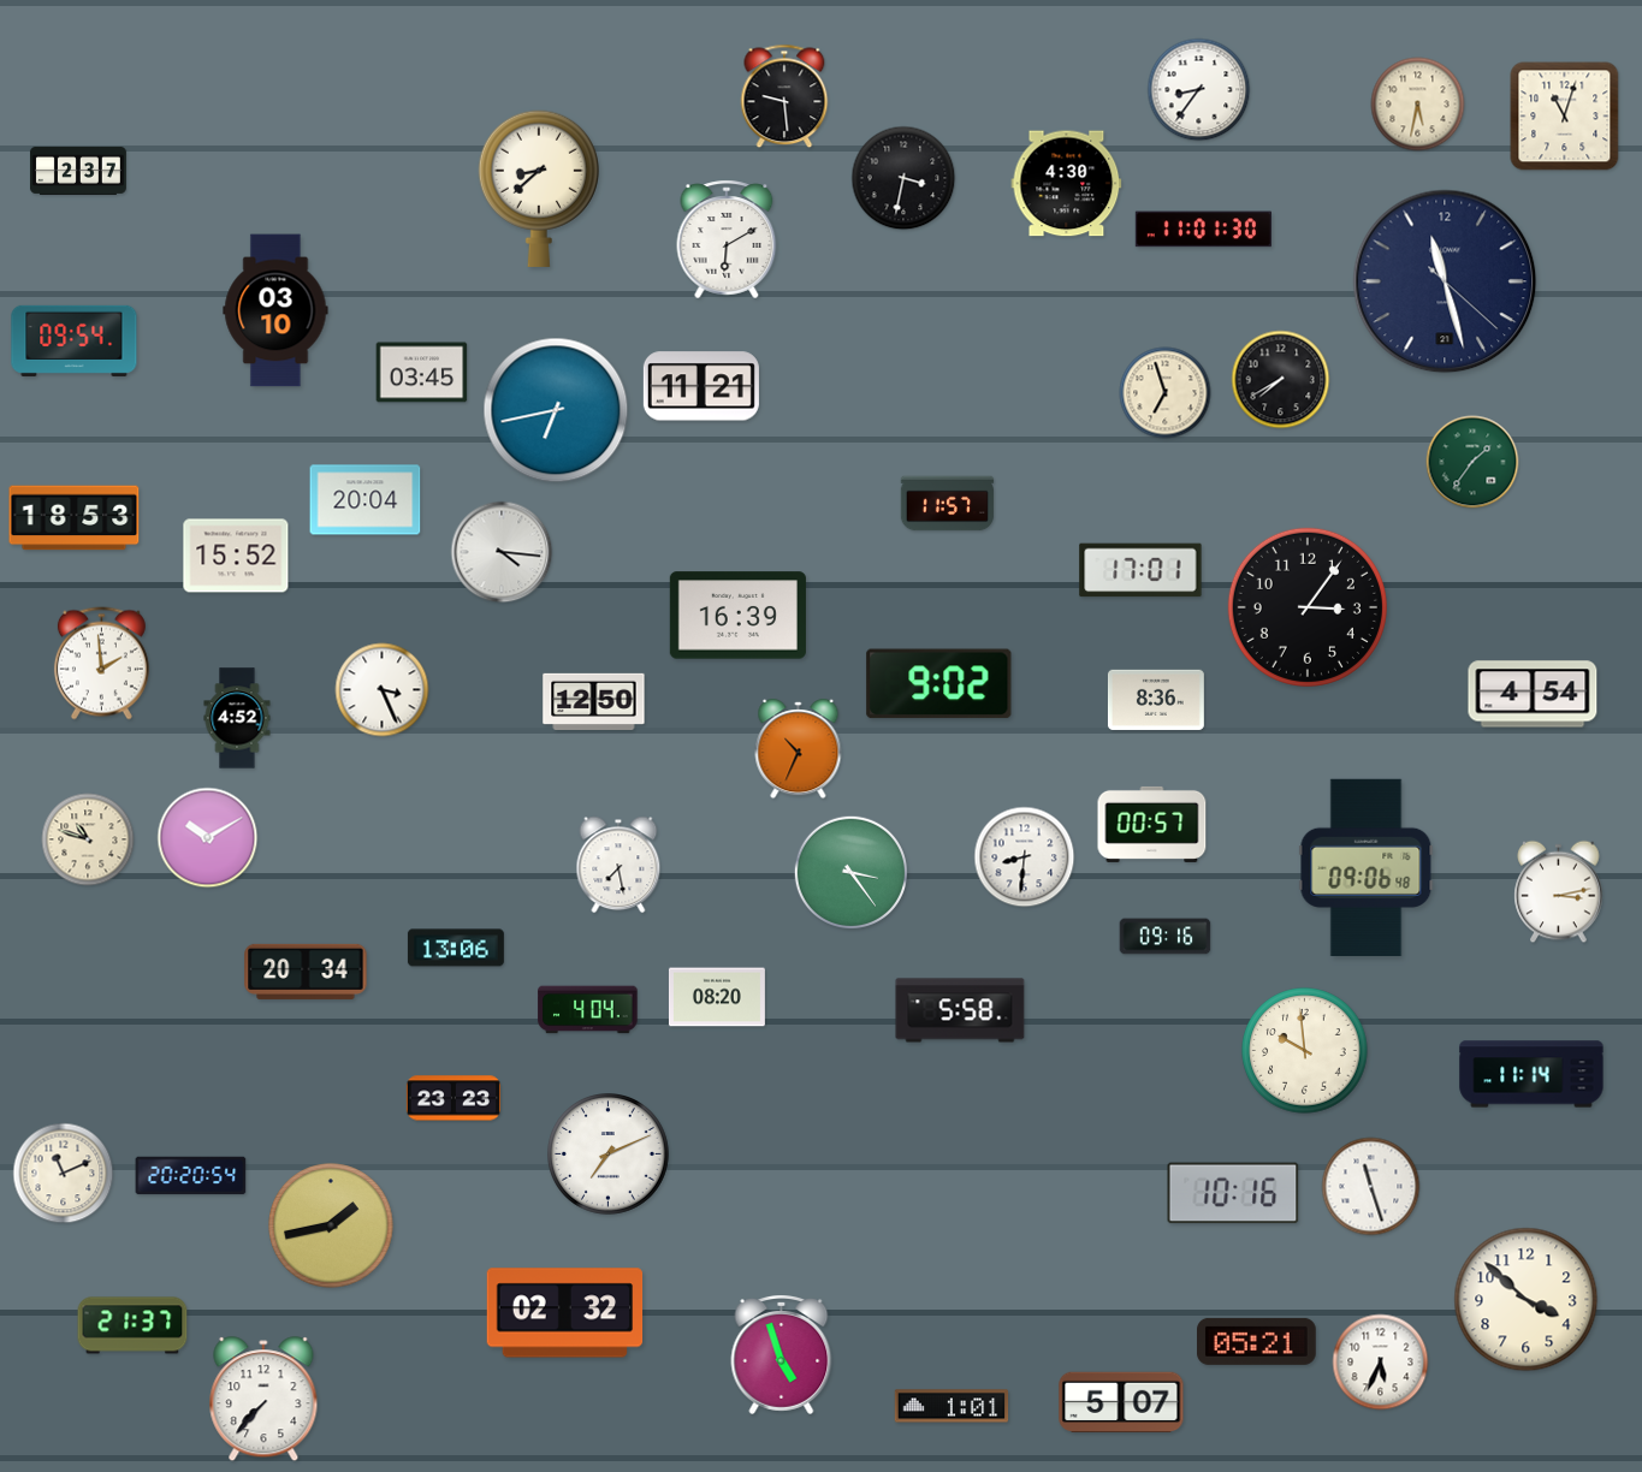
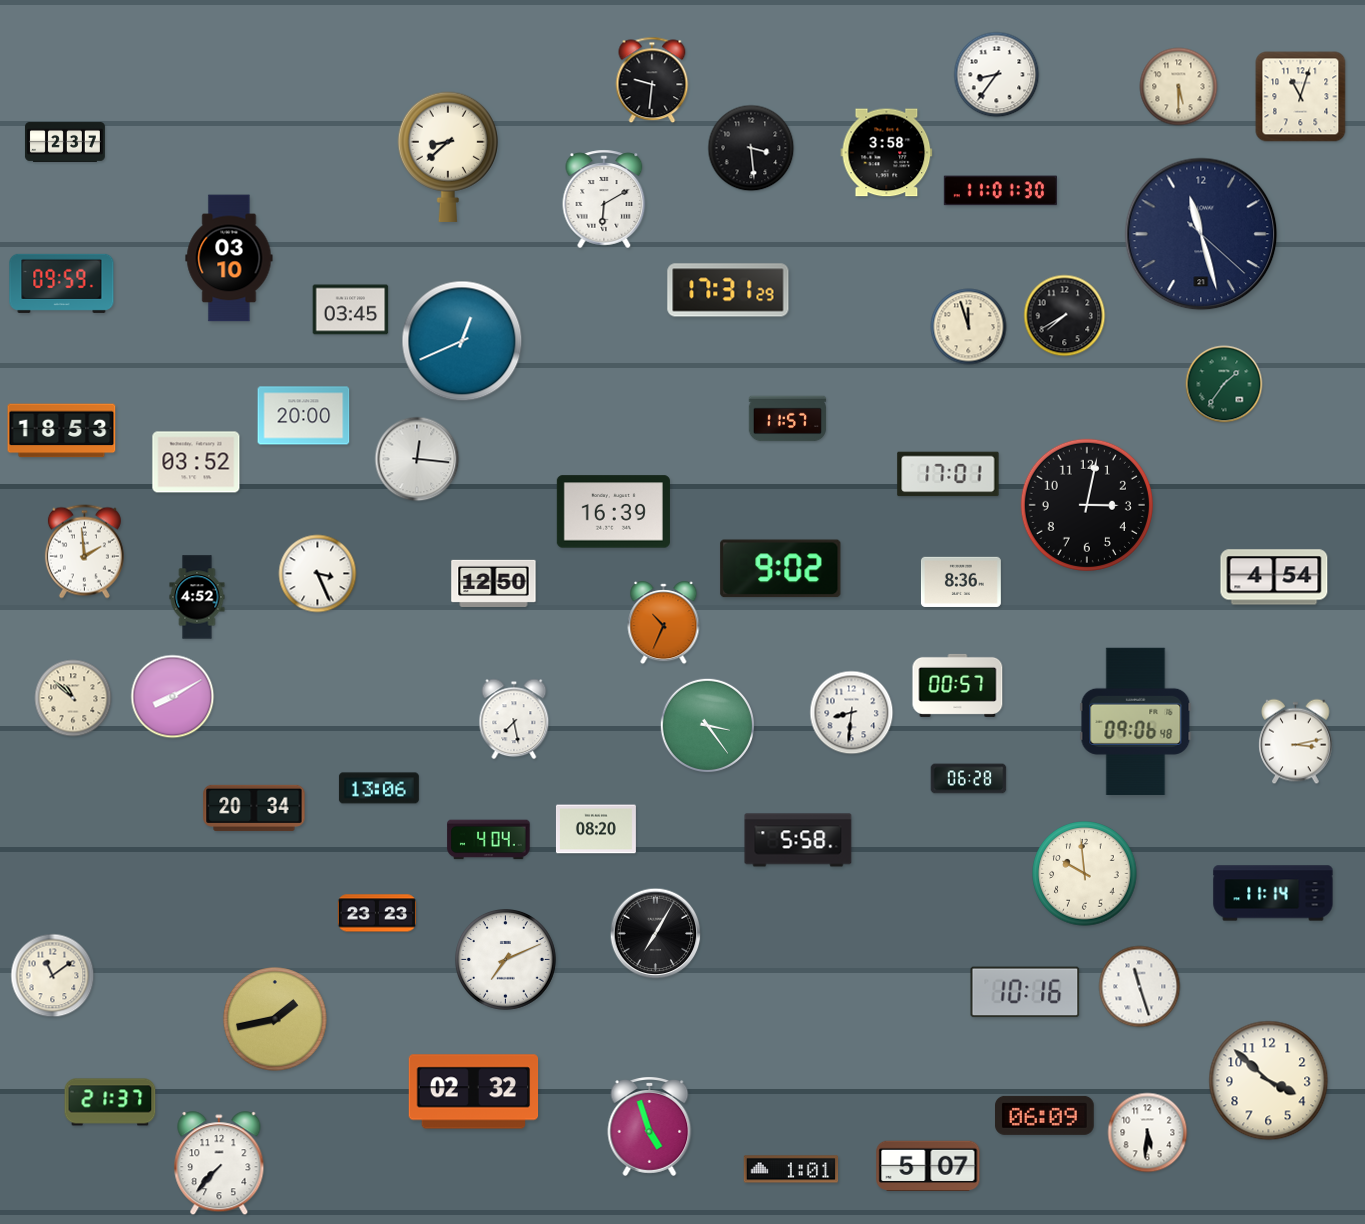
clock at (784, 96): 9:29 -> 9:31
clock at (1418, 105): 5:32 -> 5:30
clock at (903, 178): 3:32 -> 3:29
clock at (1067, 184): 4:30 -> 3:58
clock at (75, 340): 09:54 -> 09:59
clock at (728, 290): none -> 17:31
clock at (701, 386): 11:21 -> none
clock at (1166, 393): 6:57 -> 11:57
clock at (556, 410): 6:43 -> 12:41
clock at (366, 500): 20:04 -> 20:00
clock at (502, 552): 4:16 -> 12:16
clock at (236, 556): 15:52 -> 03:52
clock at (1308, 607): 3:06 -> 3:02
clock at (208, 838): 10:10 -> 8:10
clock at (88, 839): 10:48 -> 10:52
clock at (1166, 937): 09:16 -> 06:28
clock at (656, 934): none -> 7:05
clock at (64, 1174): 11:11 -> 11:09
clock at (191, 1176): 20:20 -> none
clock at (565, 1313) position: (565, 1313) -> (474, 1092)
clock at (1257, 1341): 05:21 -> 06:09
clock at (1381, 1363): 5:34 -> 5:31
clock at (1121, 1402) position: (1121, 1402) -> (928, 1166)
